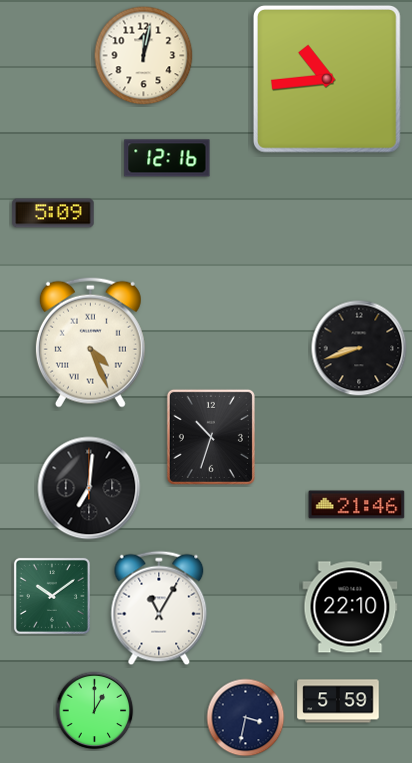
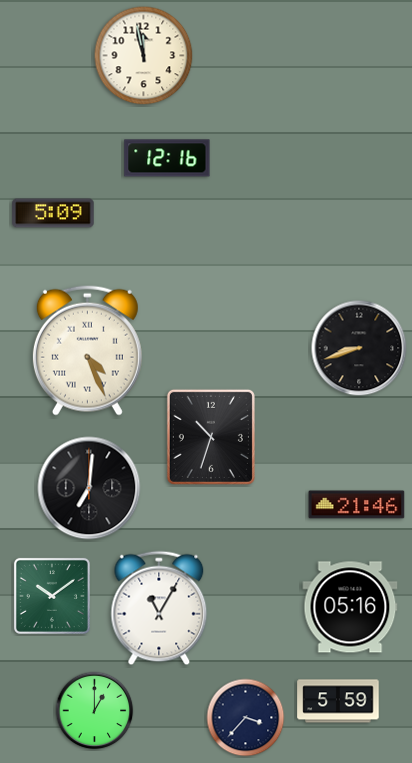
clock at (144, 56): 12:02 -> 11:58
clock at (327, 79): 10:44 -> none
clock at (90, 342) position: (90, 342) -> (87, 350)
clock at (350, 607): 22:10 -> 05:16
clock at (246, 718): 3:32 -> 3:37
